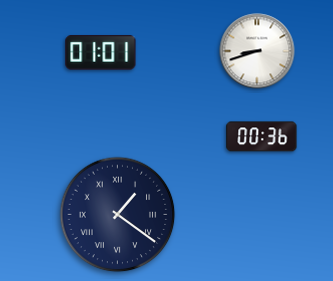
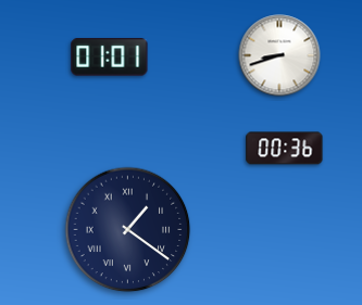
clock at (118, 215) position: (118, 215) -> (128, 230)
